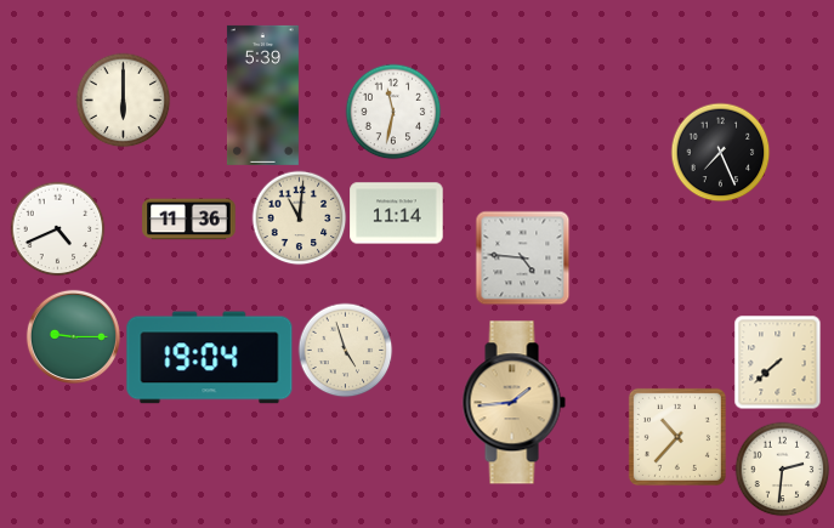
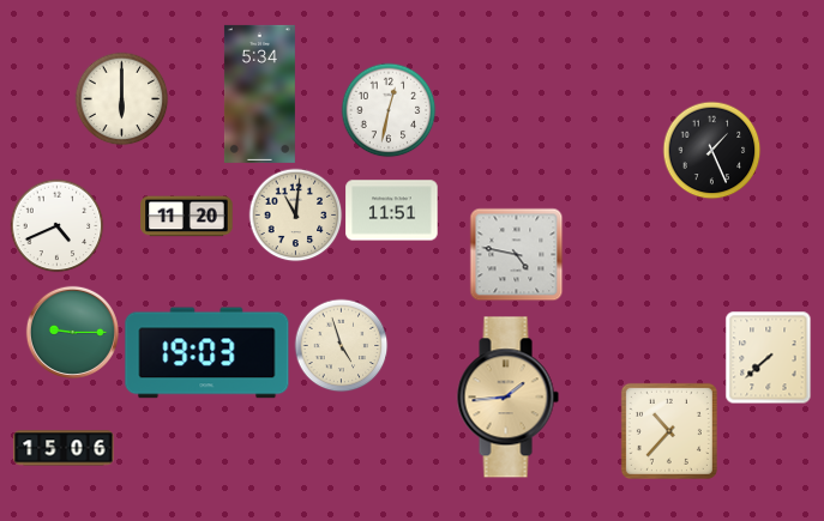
clock at (262, 95): 5:39 -> 5:34
clock at (393, 112): 11:32 -> 12:32
clock at (720, 152): 7:26 -> 1:26
clock at (397, 214): 11:14 -> 11:51
clock at (189, 220): 11:36 -> 11:20
clock at (522, 257): 4:46 -> 4:47
clock at (210, 358): 19:04 -> 19:03
clock at (64, 448): none -> 15:06
clock at (782, 469): 2:31 -> none
